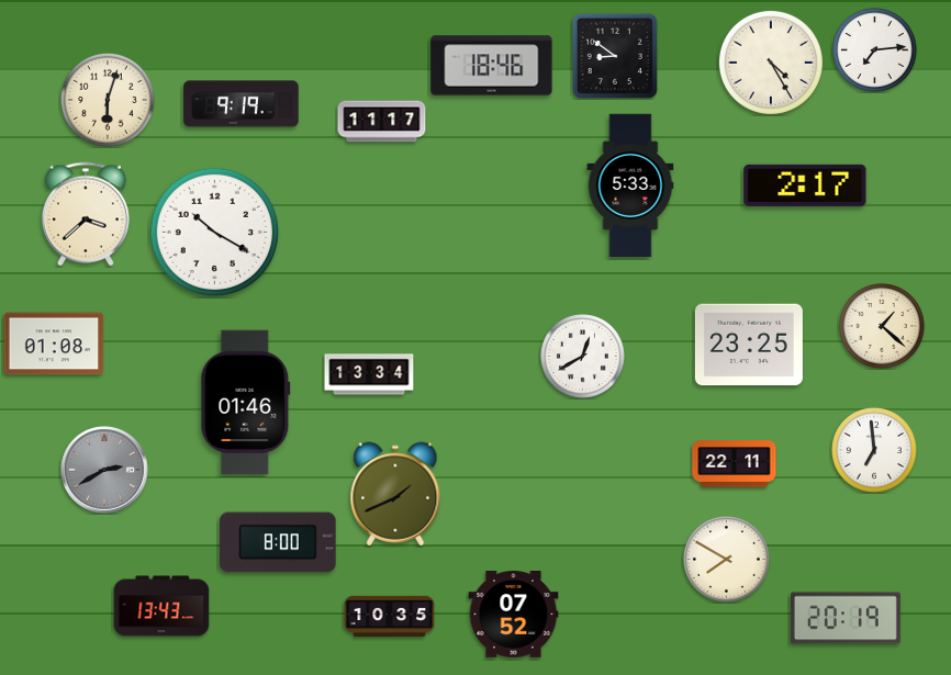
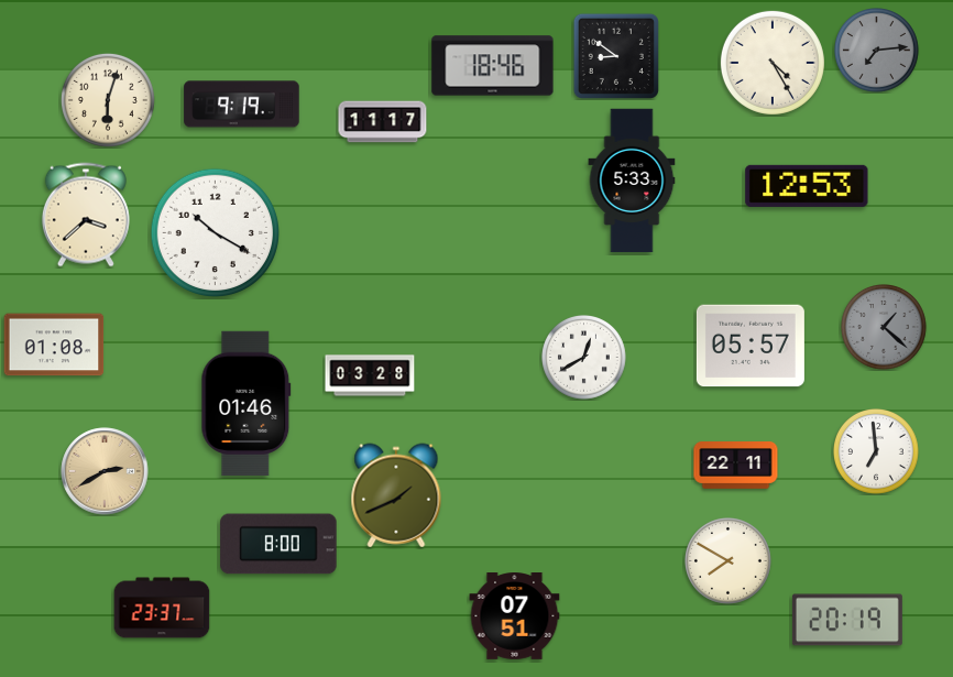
clock at (875, 50) dial: white -> grey
clock at (630, 185) position: (630, 185) -> (632, 181)
clock at (805, 185): 2:17 -> 12:53
clock at (883, 327) dial: cream -> grey
clock at (749, 345): 23:25 -> 05:57
clock at (369, 374): 13:34 -> 03:28
clock at (104, 470) dial: grey -> champagne
clock at (161, 606): 13:43 -> 23:37
clock at (514, 615): 07:52 -> 07:51
clock at (390, 617): 10:35 -> none
